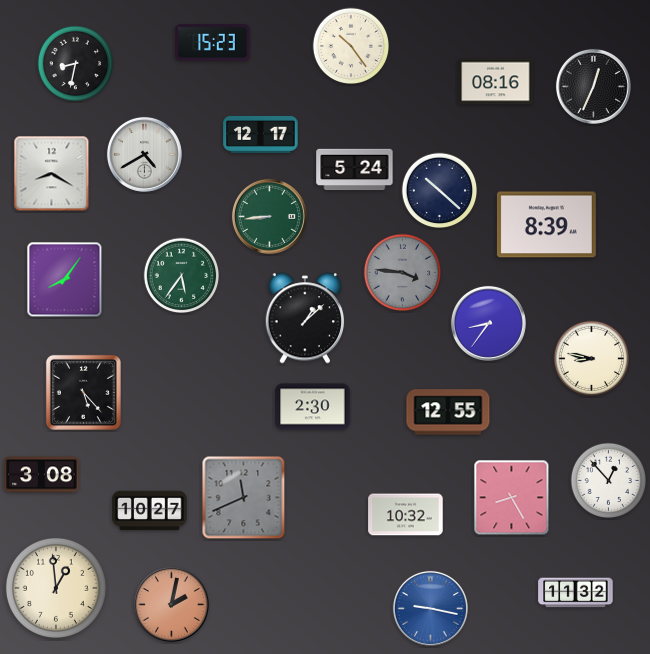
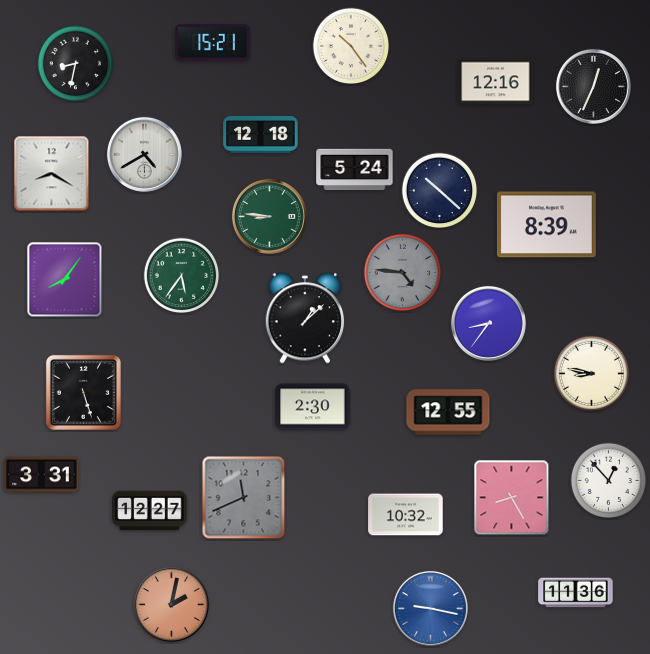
clock at (213, 43): 15:23 -> 15:21
clock at (496, 82): 08:16 -> 12:16
clock at (261, 134): 12:17 -> 12:18
clock at (269, 216): 8:44 -> 8:46
clock at (403, 273): 3:46 -> 4:46
clock at (592, 359) position: (592, 359) -> (592, 374)
clock at (83, 392): 5:23 -> 5:27
clock at (42, 475): 3:08 -> 3:31
clock at (150, 511): 10:27 -> 12:27
clock at (56, 588): 12:59 -> none
clock at (576, 593): 11:32 -> 11:36
